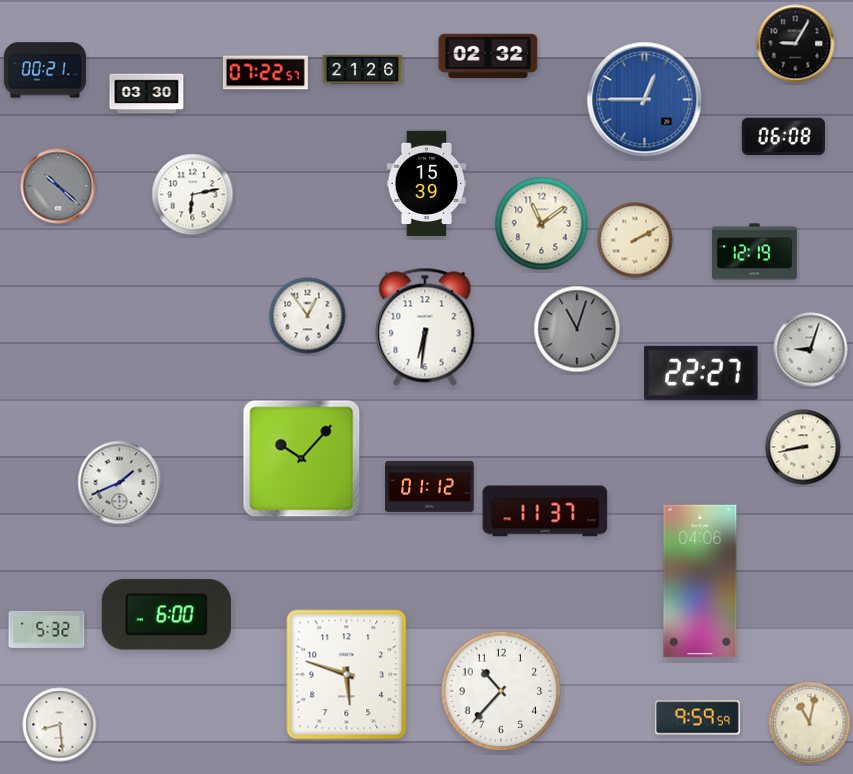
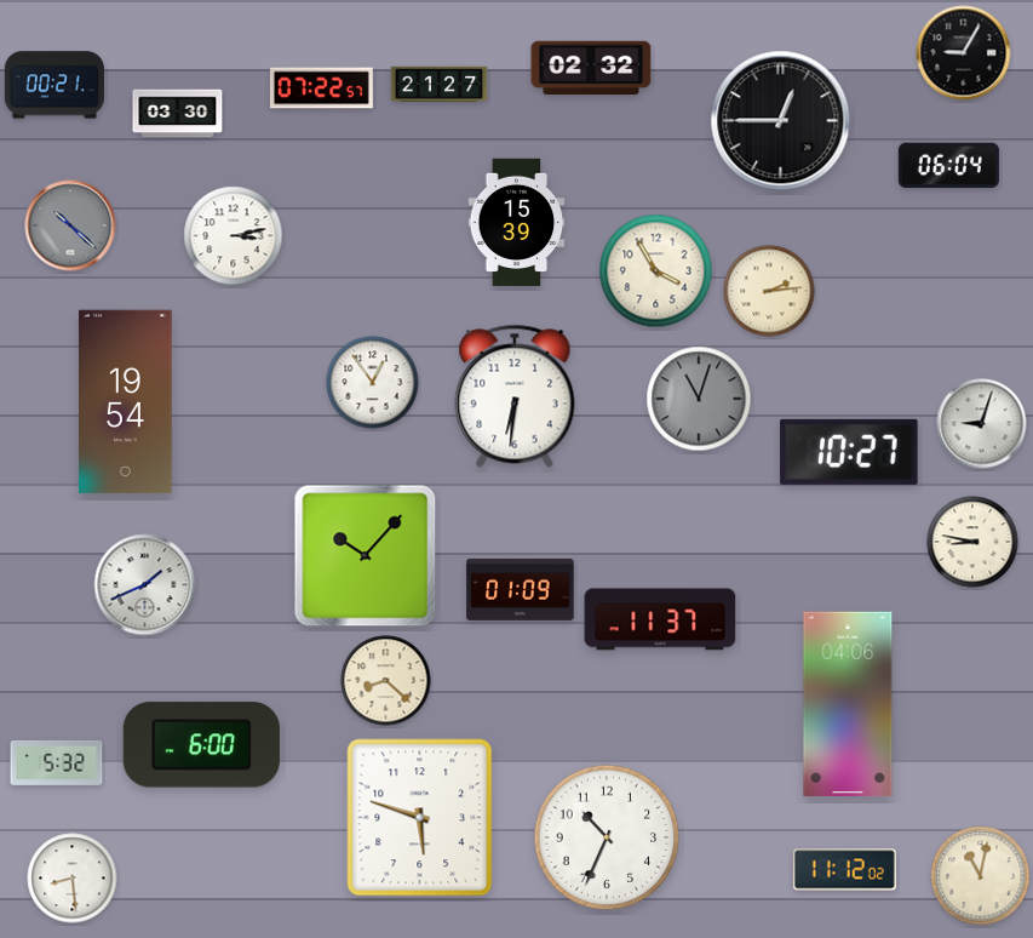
clock at (363, 69): 21:26 -> 21:27
clock at (645, 100) dial: blue -> black
clock at (783, 136): 06:08 -> 06:04
clock at (193, 195): 6:13 -> 3:13
clock at (542, 224): 11:09 -> 3:55
clock at (635, 240): 2:10 -> 2:14
clock at (754, 252): 12:19 -> none
clock at (126, 402): none -> 19:54
clock at (701, 373): 22:27 -> 10:27
clock at (803, 447): 8:43 -> 8:47
clock at (430, 486): 01:12 -> 01:09
clock at (386, 681): none -> 8:22
clock at (501, 691): 10:37 -> 10:34
clock at (697, 718): 9:59 -> 11:12
